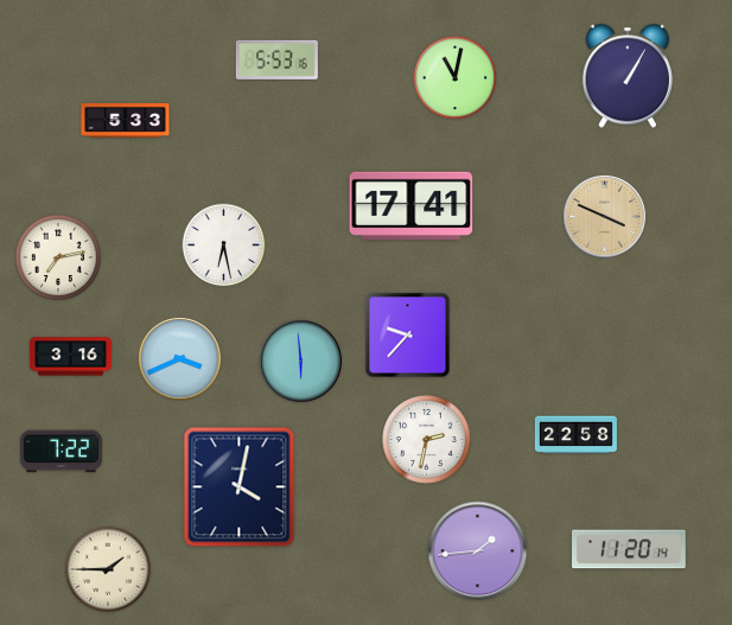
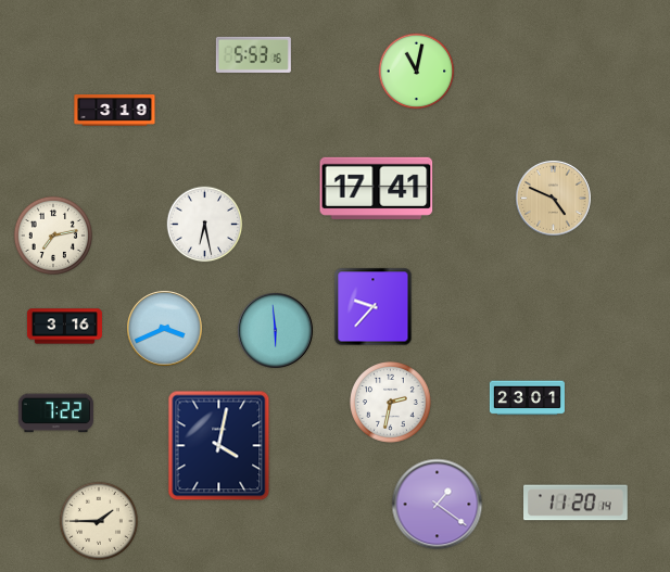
clock at (628, 76): 1:05 -> none
clock at (126, 121): 5:33 -> 3:19
clock at (604, 216): 3:49 -> 4:49
clock at (575, 435): 22:58 -> 23:01
clock at (478, 551): 1:44 -> 1:21
